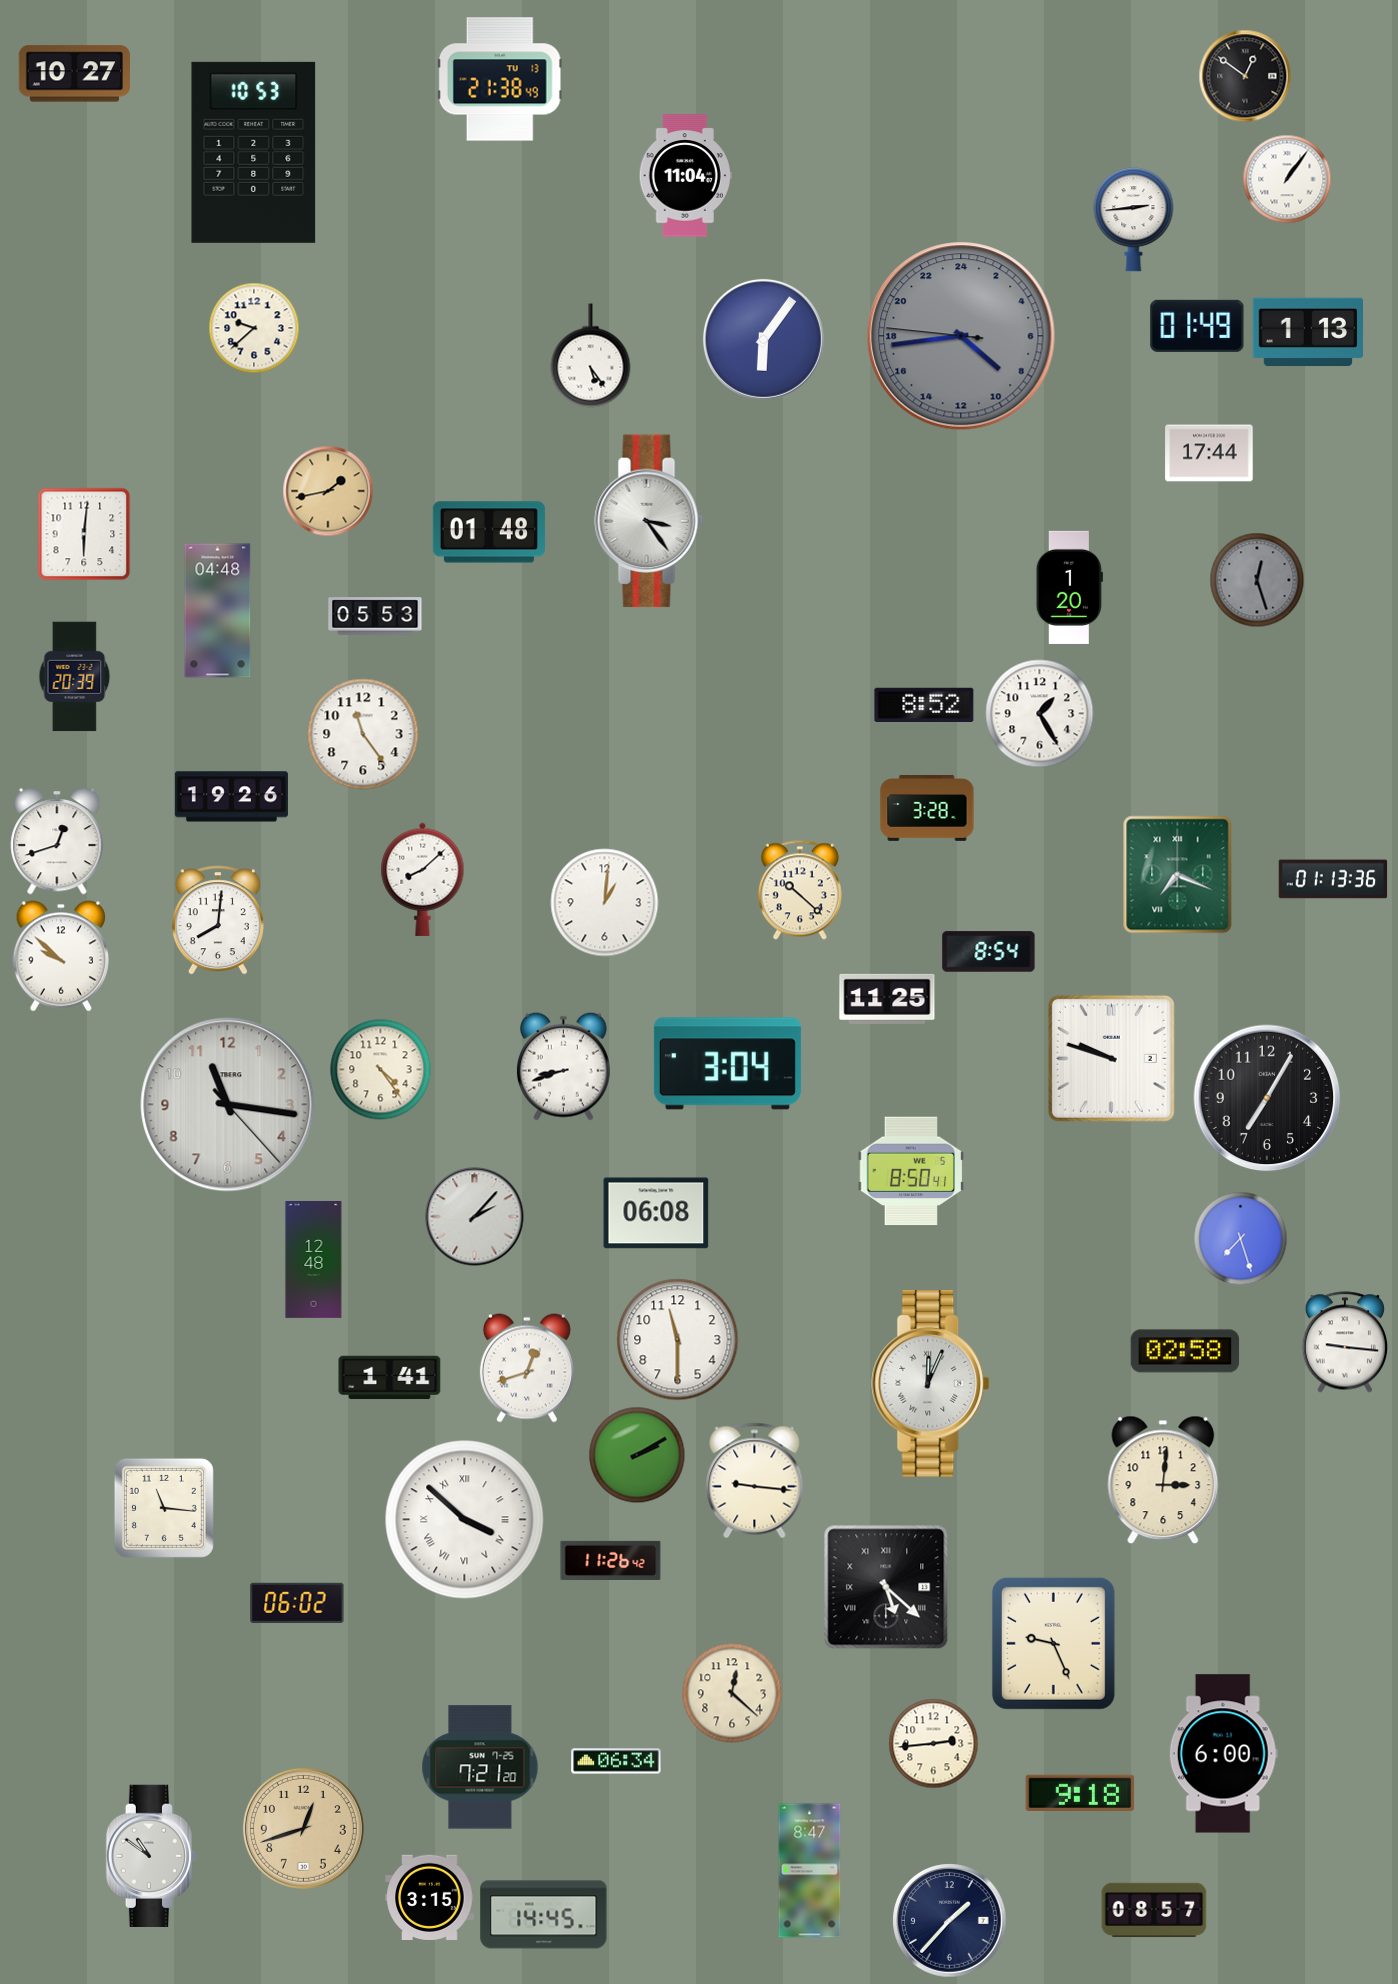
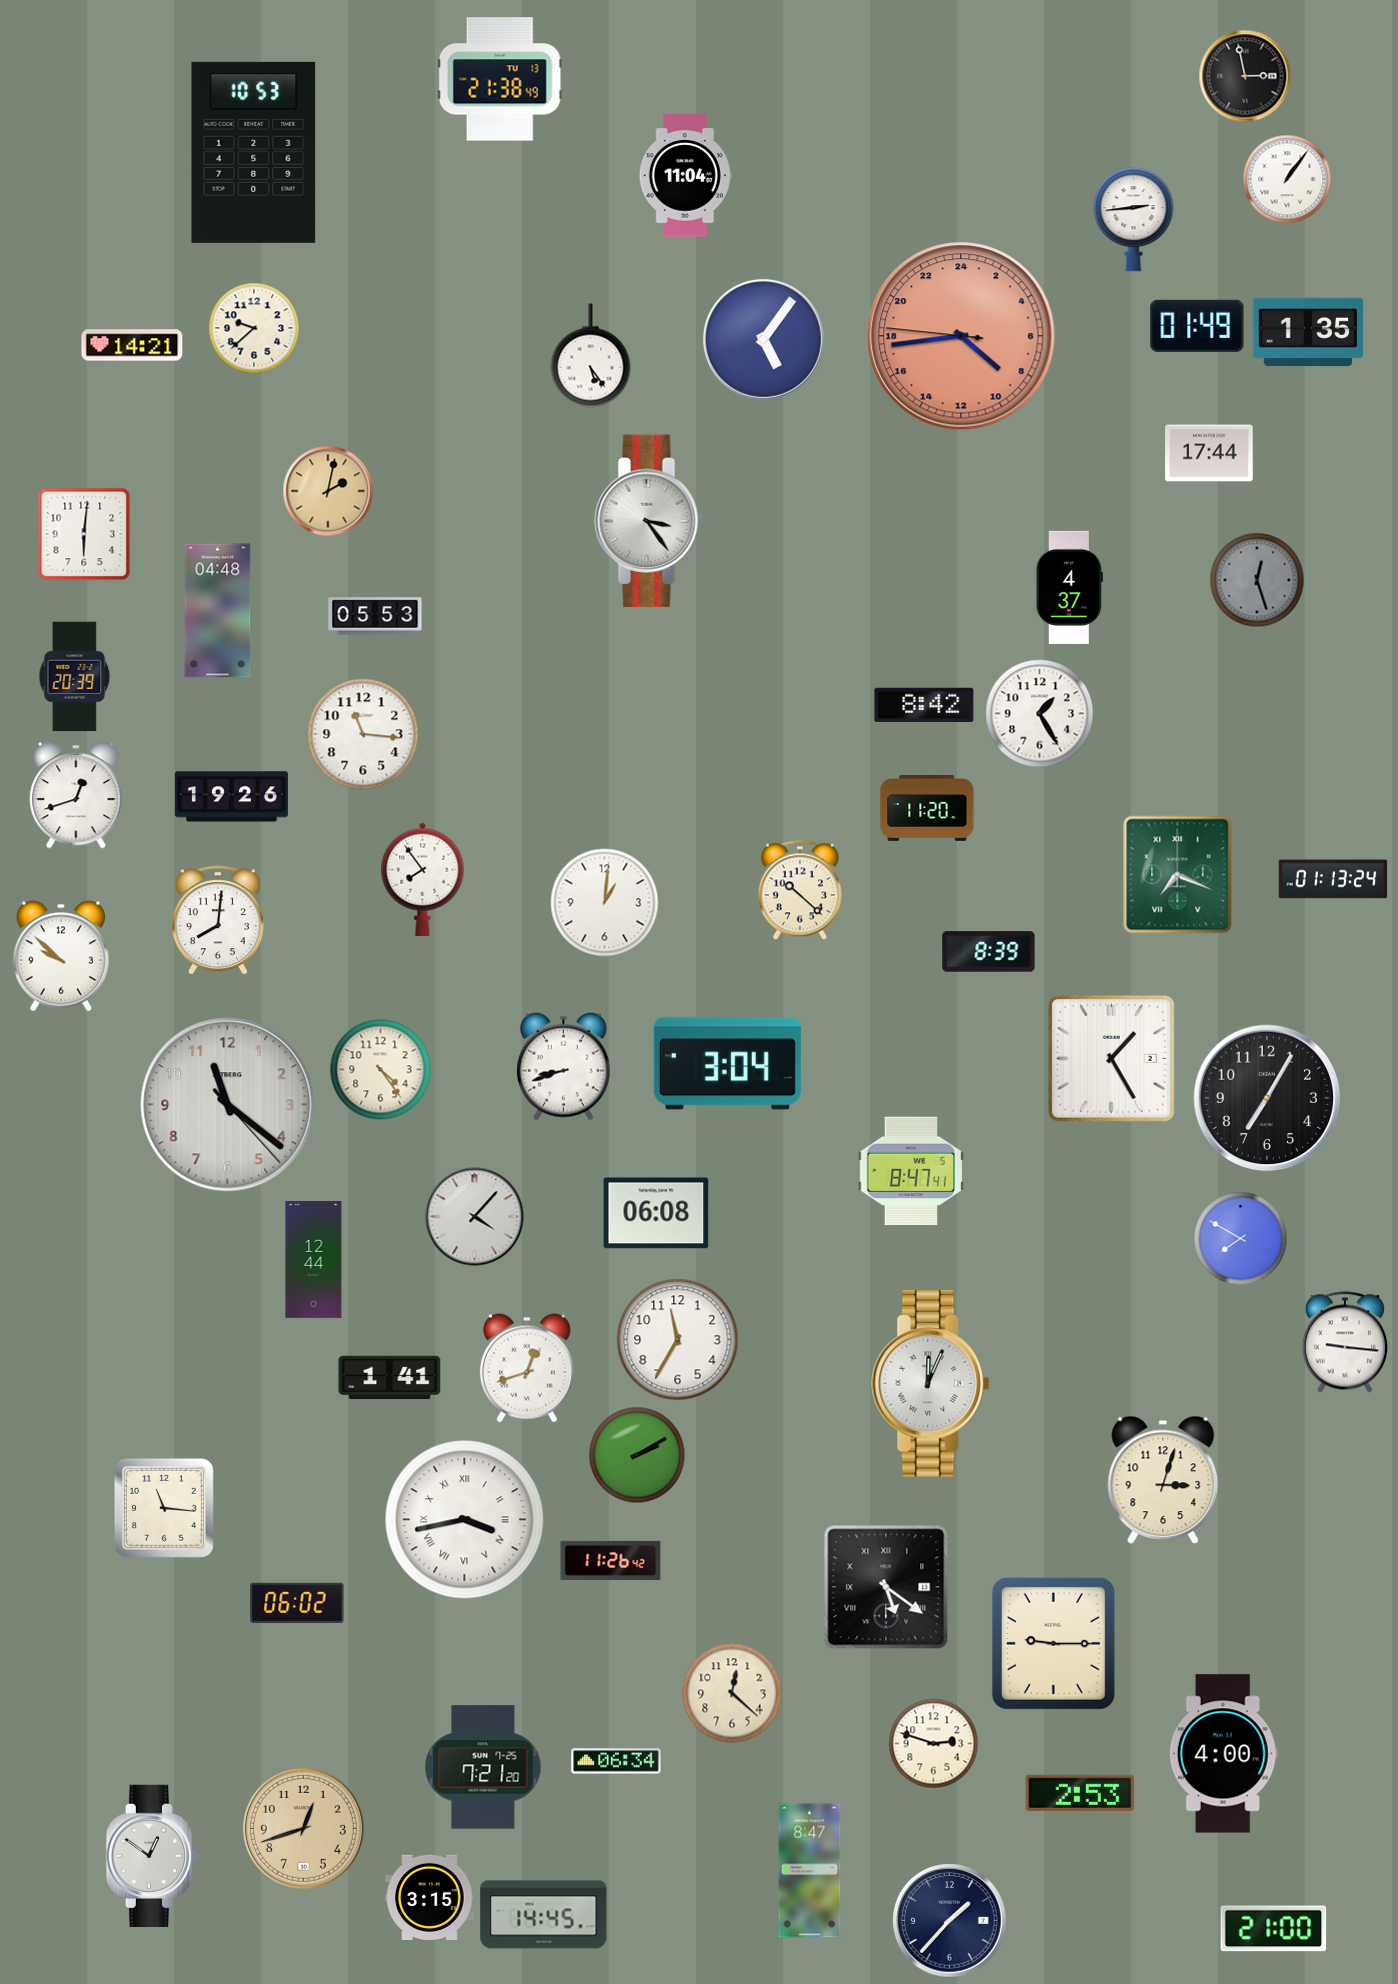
clock at (74, 74): 10:27 -> none
clock at (1245, 76): 12:51 -> 2:58
clock at (1308, 332): 1:13 -> 1:35
clock at (961, 336) dial: grey -> salmon
clock at (763, 339): 6:06 -> 5:06
clock at (132, 345): none -> 14:21
clock at (328, 491): 1:43 -> 2:02
clock at (489, 532): 01:48 -> none
clock at (1069, 587): 1:20 -> 4:37
clock at (924, 704): 8:52 -> 8:42
clock at (363, 734): 11:24 -> 11:16
clock at (927, 808): 3:28 -> 11:20
clock at (57, 841) position: (57, 841) -> (76, 795)
clock at (423, 879): 8:08 -> 7:54
clock at (1333, 879): 01:13:36 -> 01:13:24
clock at (989, 952): 8:54 -> 8:39
clock at (887, 999): 11:25 -> none
clock at (1111, 1058): 9:48 -> 1:25
clock at (228, 1105): 11:16 -> 11:21
clock at (911, 1171): 8:50 -> 8:47
clock at (475, 1217): 2:07 -> 4:07
clock at (1241, 1239): 7:27 -> 7:50
clock at (314, 1259): 12:48 -> 12:44
clock at (678, 1340): 11:30 -> 11:35
clock at (1185, 1351): 02:58 -> none
clock at (1163, 1480): 3:01 -> 3:03
clock at (755, 1481): 9:16 -> none
clock at (465, 1520): 3:52 -> 3:43
clock at (886, 1587): 5:22 -> 5:21
clock at (1053, 1643): 9:26 -> 9:15
clock at (934, 1744): 2:44 -> 2:48
clock at (1223, 1754): 6:00 -> 4:00
clock at (480, 1767) position: (480, 1767) -> (483, 1767)
clock at (1080, 1793): 9:18 -> 2:53
clock at (151, 1856): 10:51 -> 12:51
clock at (1154, 1910): 08:57 -> none
clock at (1274, 1929): none -> 21:00
